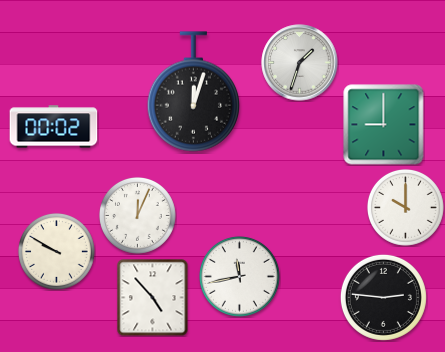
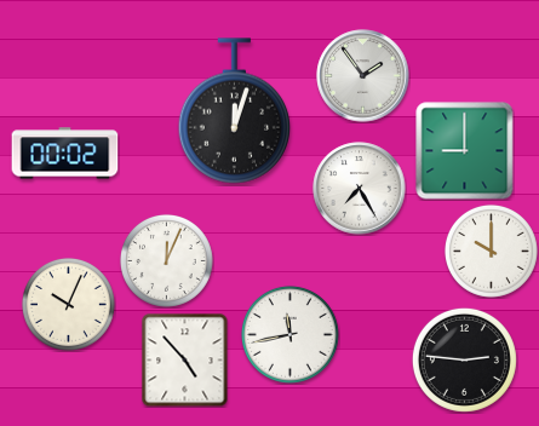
clock at (300, 63): 1:33 -> 1:54
clock at (360, 189): none -> 7:25
clock at (56, 251): 9:50 -> 10:04
